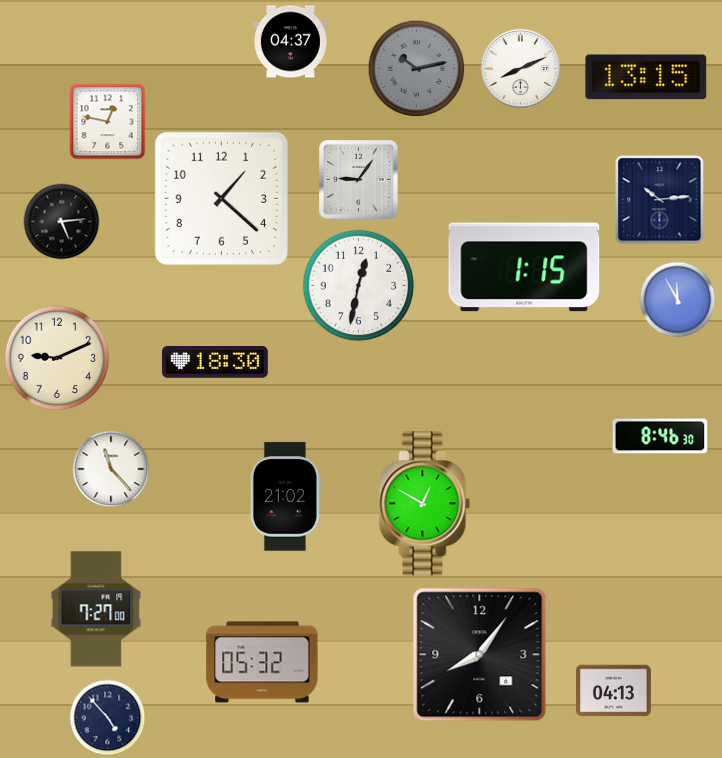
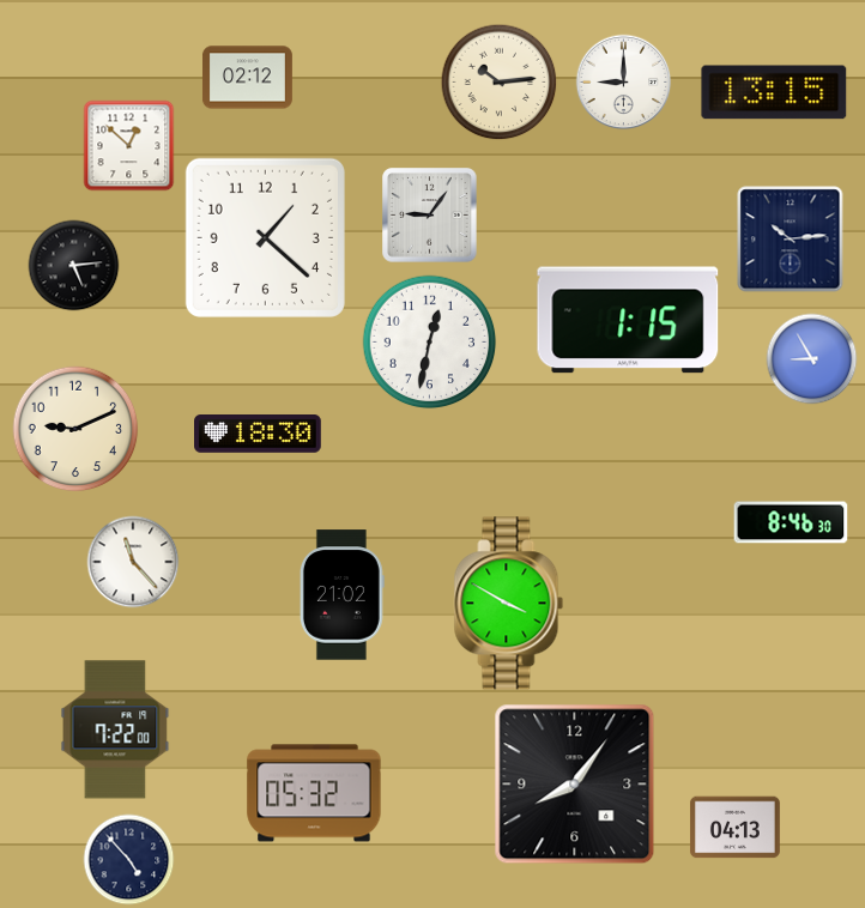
clock at (290, 42): 04:37 -> none
clock at (247, 78): none -> 02:12
clock at (417, 69): 10:13 -> 10:14
clock at (417, 69) dial: grey -> cream
clock at (521, 69): 8:11 -> 9:00
clock at (108, 122): 12:47 -> 12:52
clock at (678, 300): 11:55 -> 8:55
clock at (57, 358) position: (57, 358) -> (75, 429)
clock at (425, 504): 12:50 -> 3:50
clock at (96, 609): 7:27 -> 7:22
